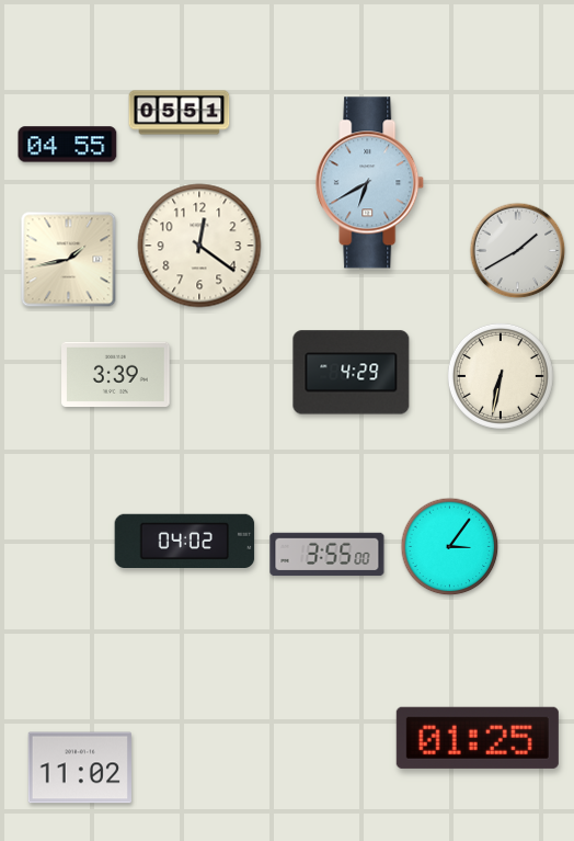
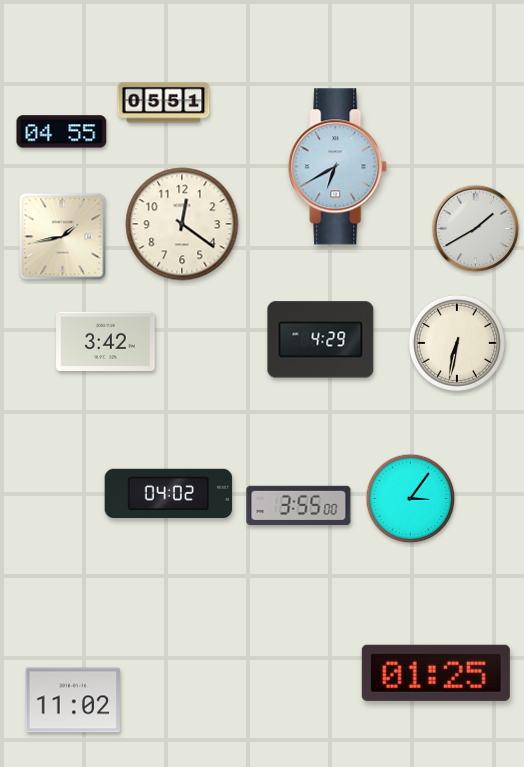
clock at (518, 251) position: (518, 251) -> (476, 229)
clock at (116, 374): 3:39 -> 3:42
